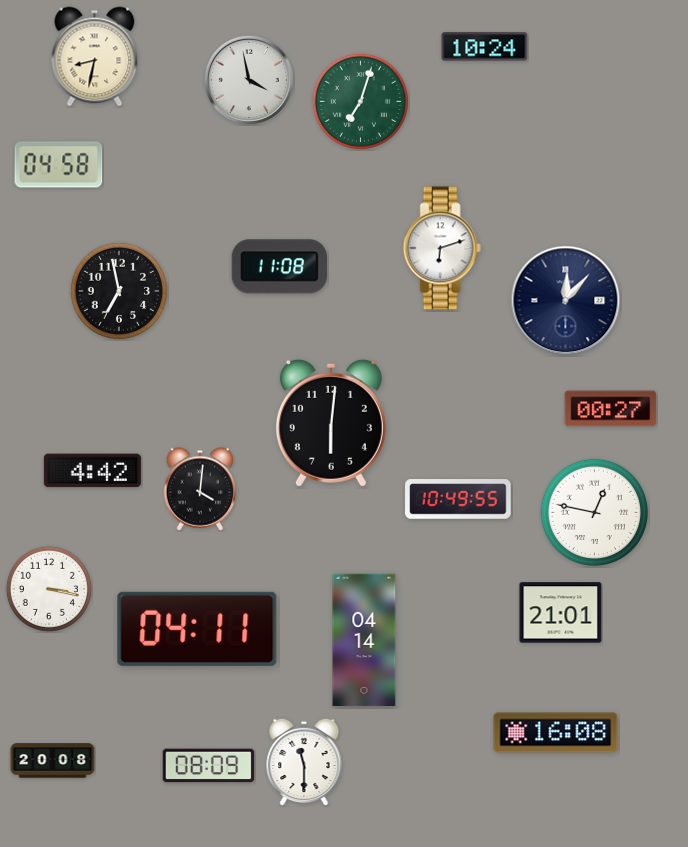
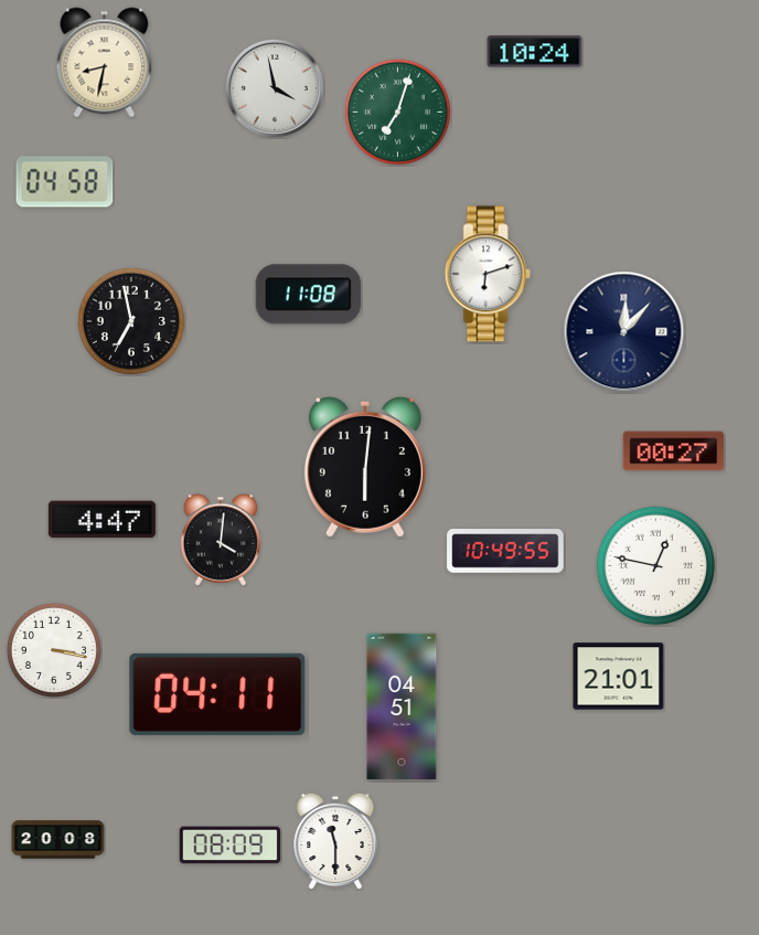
clock at (92, 471): 4:42 -> 4:47
clock at (364, 640): 04:14 -> 04:51
clock at (556, 733): 16:08 -> none
